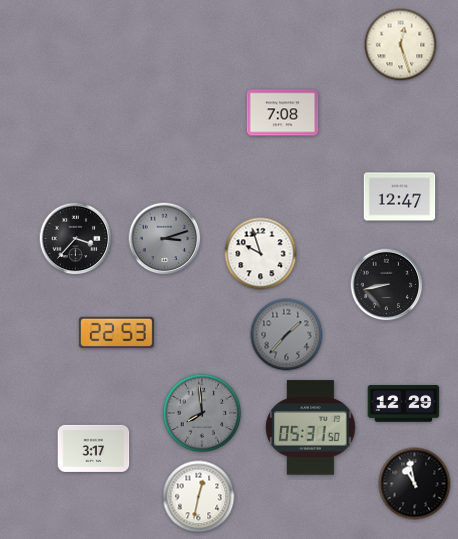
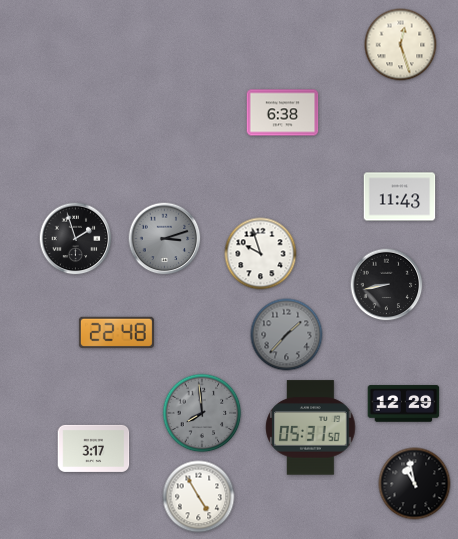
clock at (283, 113): 7:08 -> 6:38
clock at (400, 197): 12:47 -> 11:43
clock at (76, 239): 3:37 -> 1:57
clock at (116, 332): 22:53 -> 22:48
clock at (199, 497): 12:32 -> 4:55
